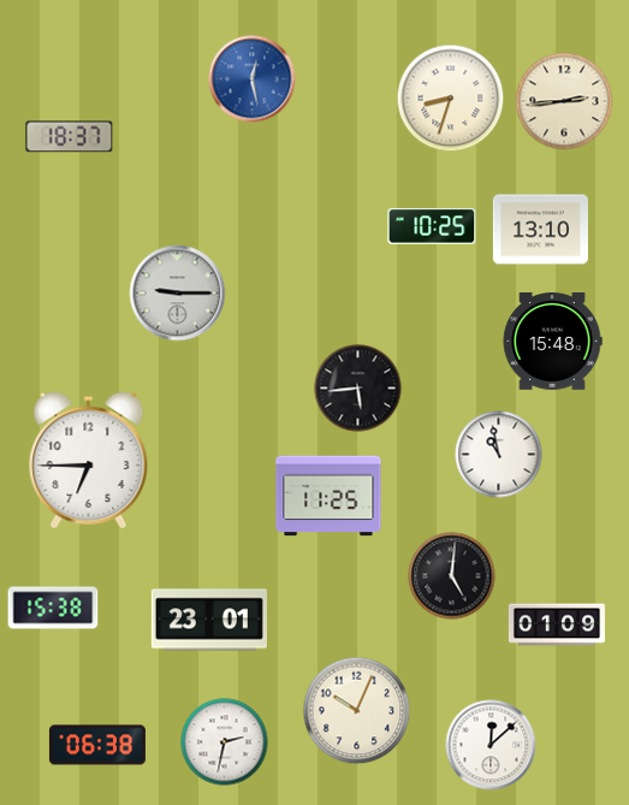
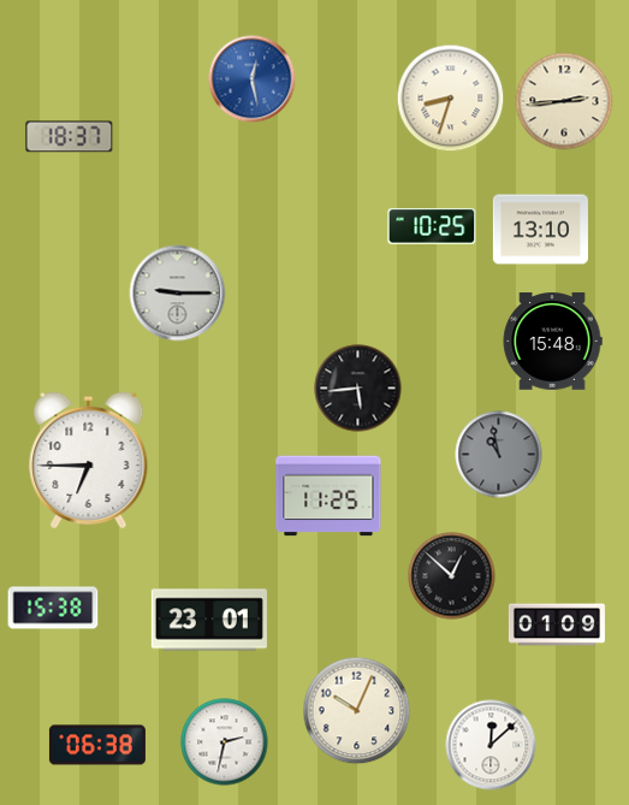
clock at (499, 455) dial: white -> grey
clock at (452, 576): 5:01 -> 12:52
